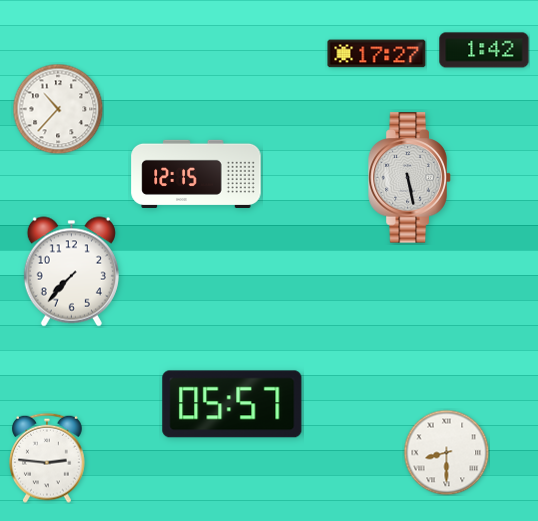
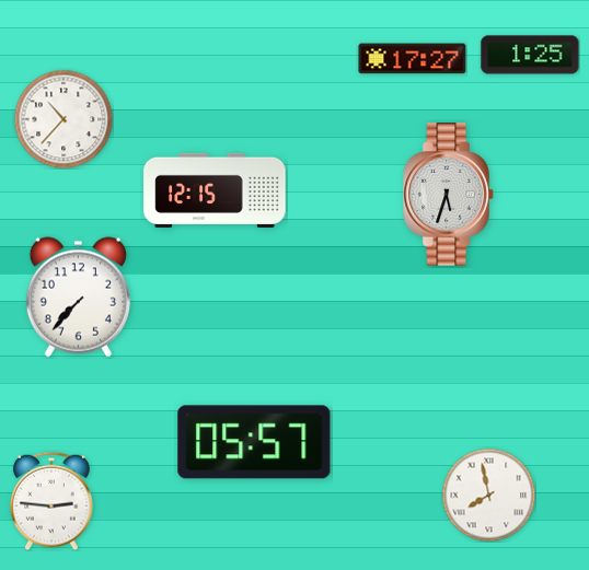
clock at (484, 50): 1:42 -> 1:25
clock at (410, 178): 5:28 -> 5:33
clock at (446, 452): 8:30 -> 7:58
